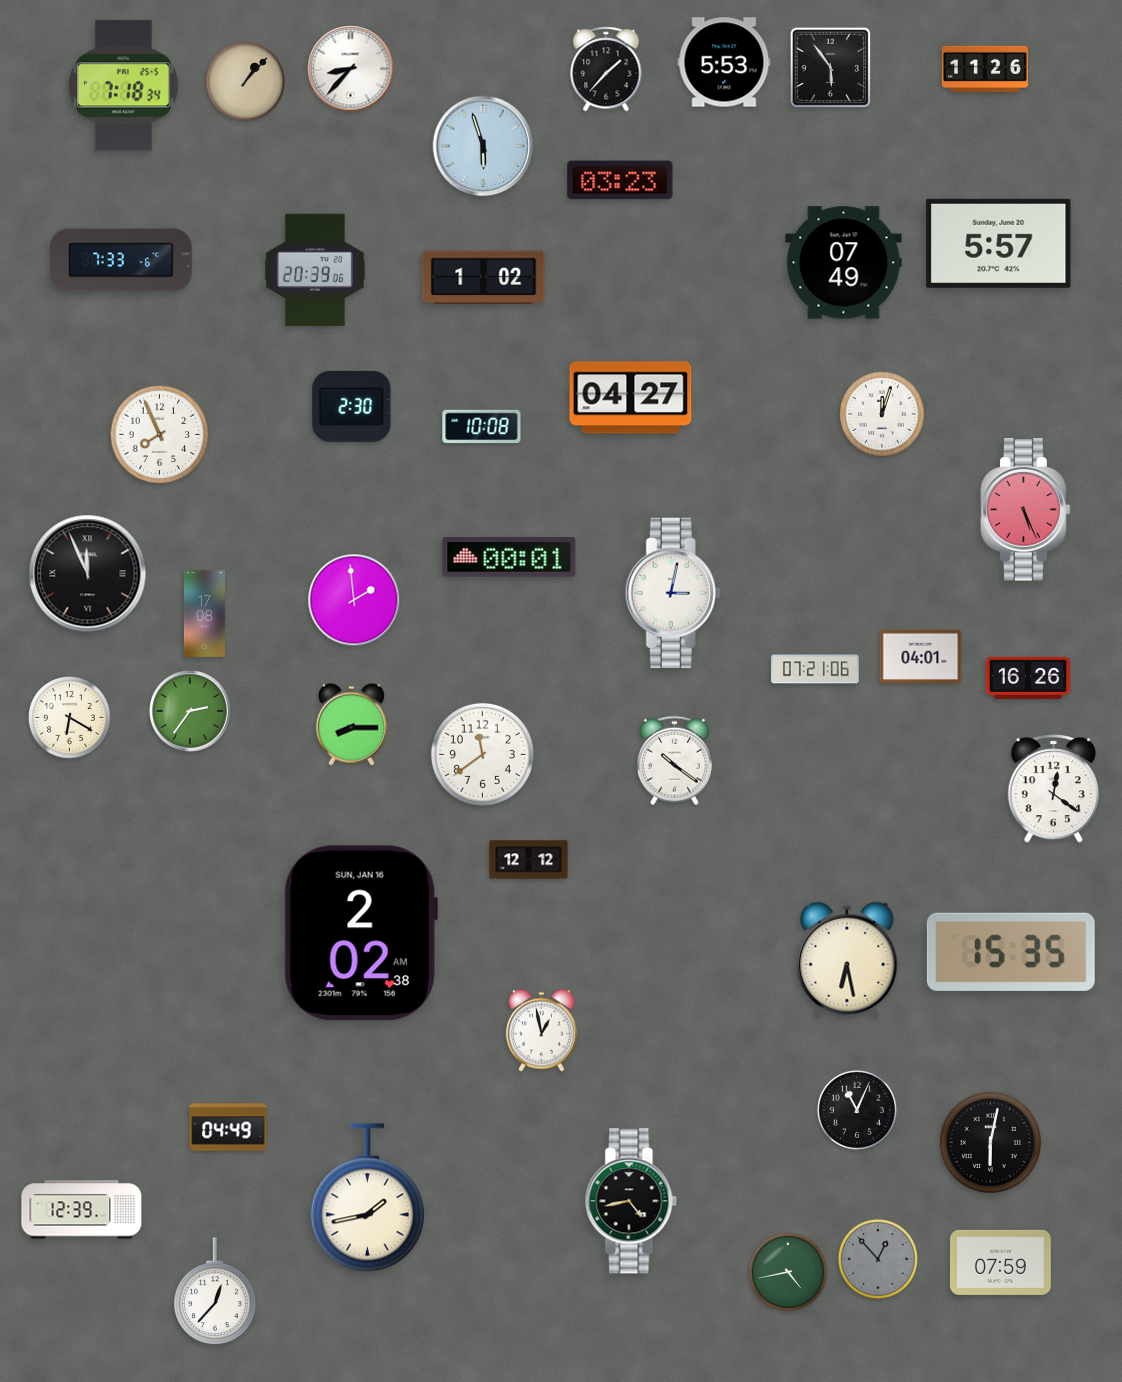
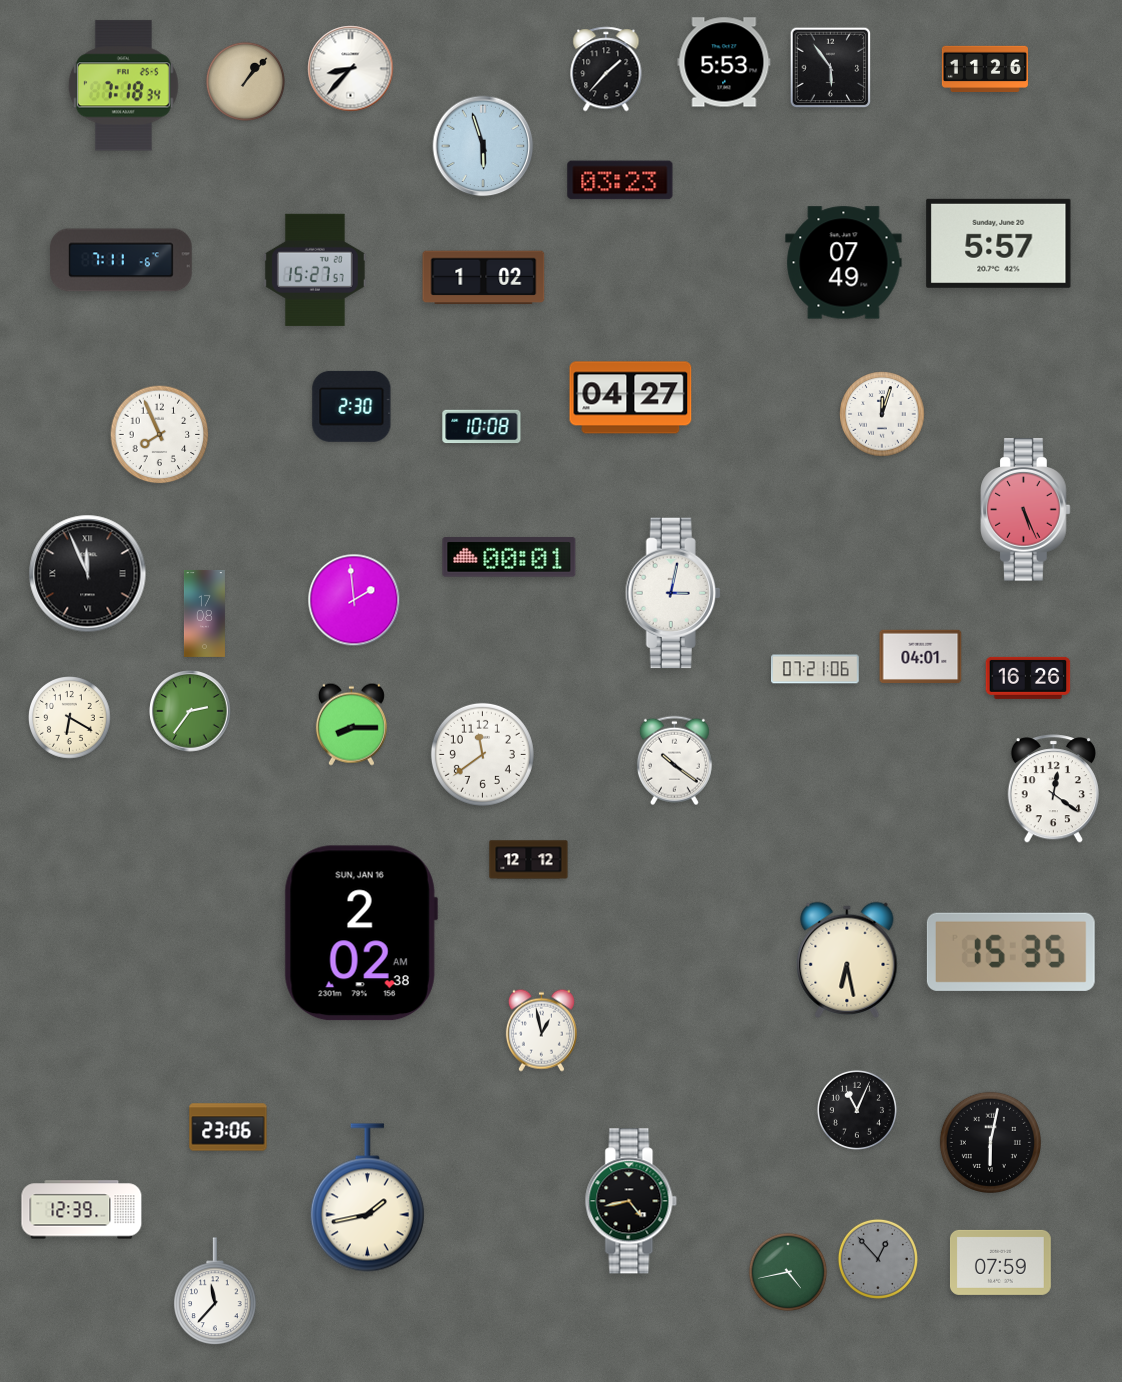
clock at (121, 260): 7:33 -> 7:11
clock at (315, 270): 20:39 -> 15:27
clock at (228, 1127): 04:49 -> 23:06
clock at (215, 1292): 12:37 -> 11:37
